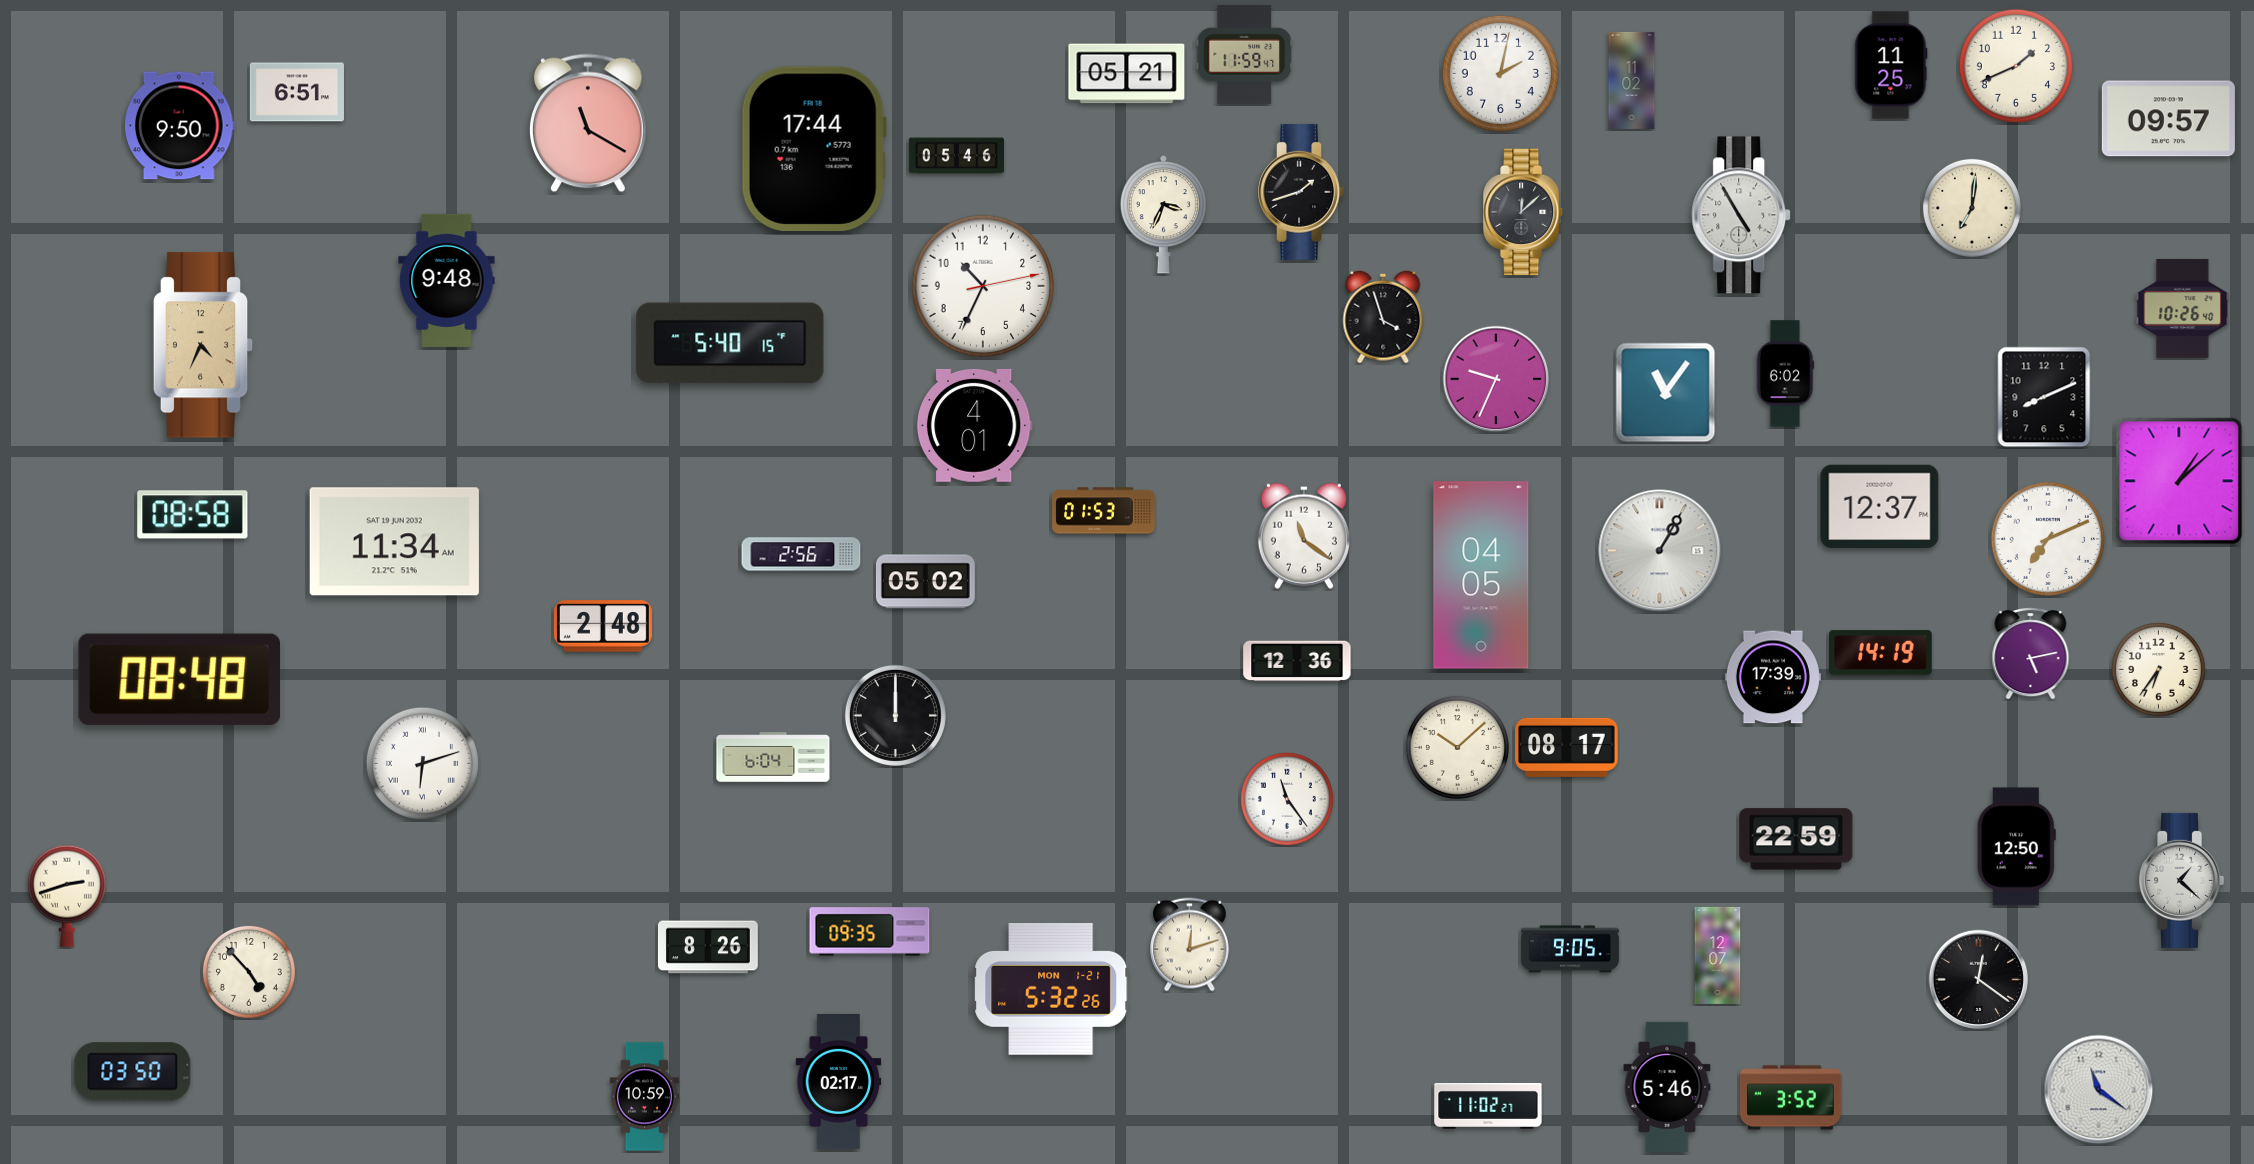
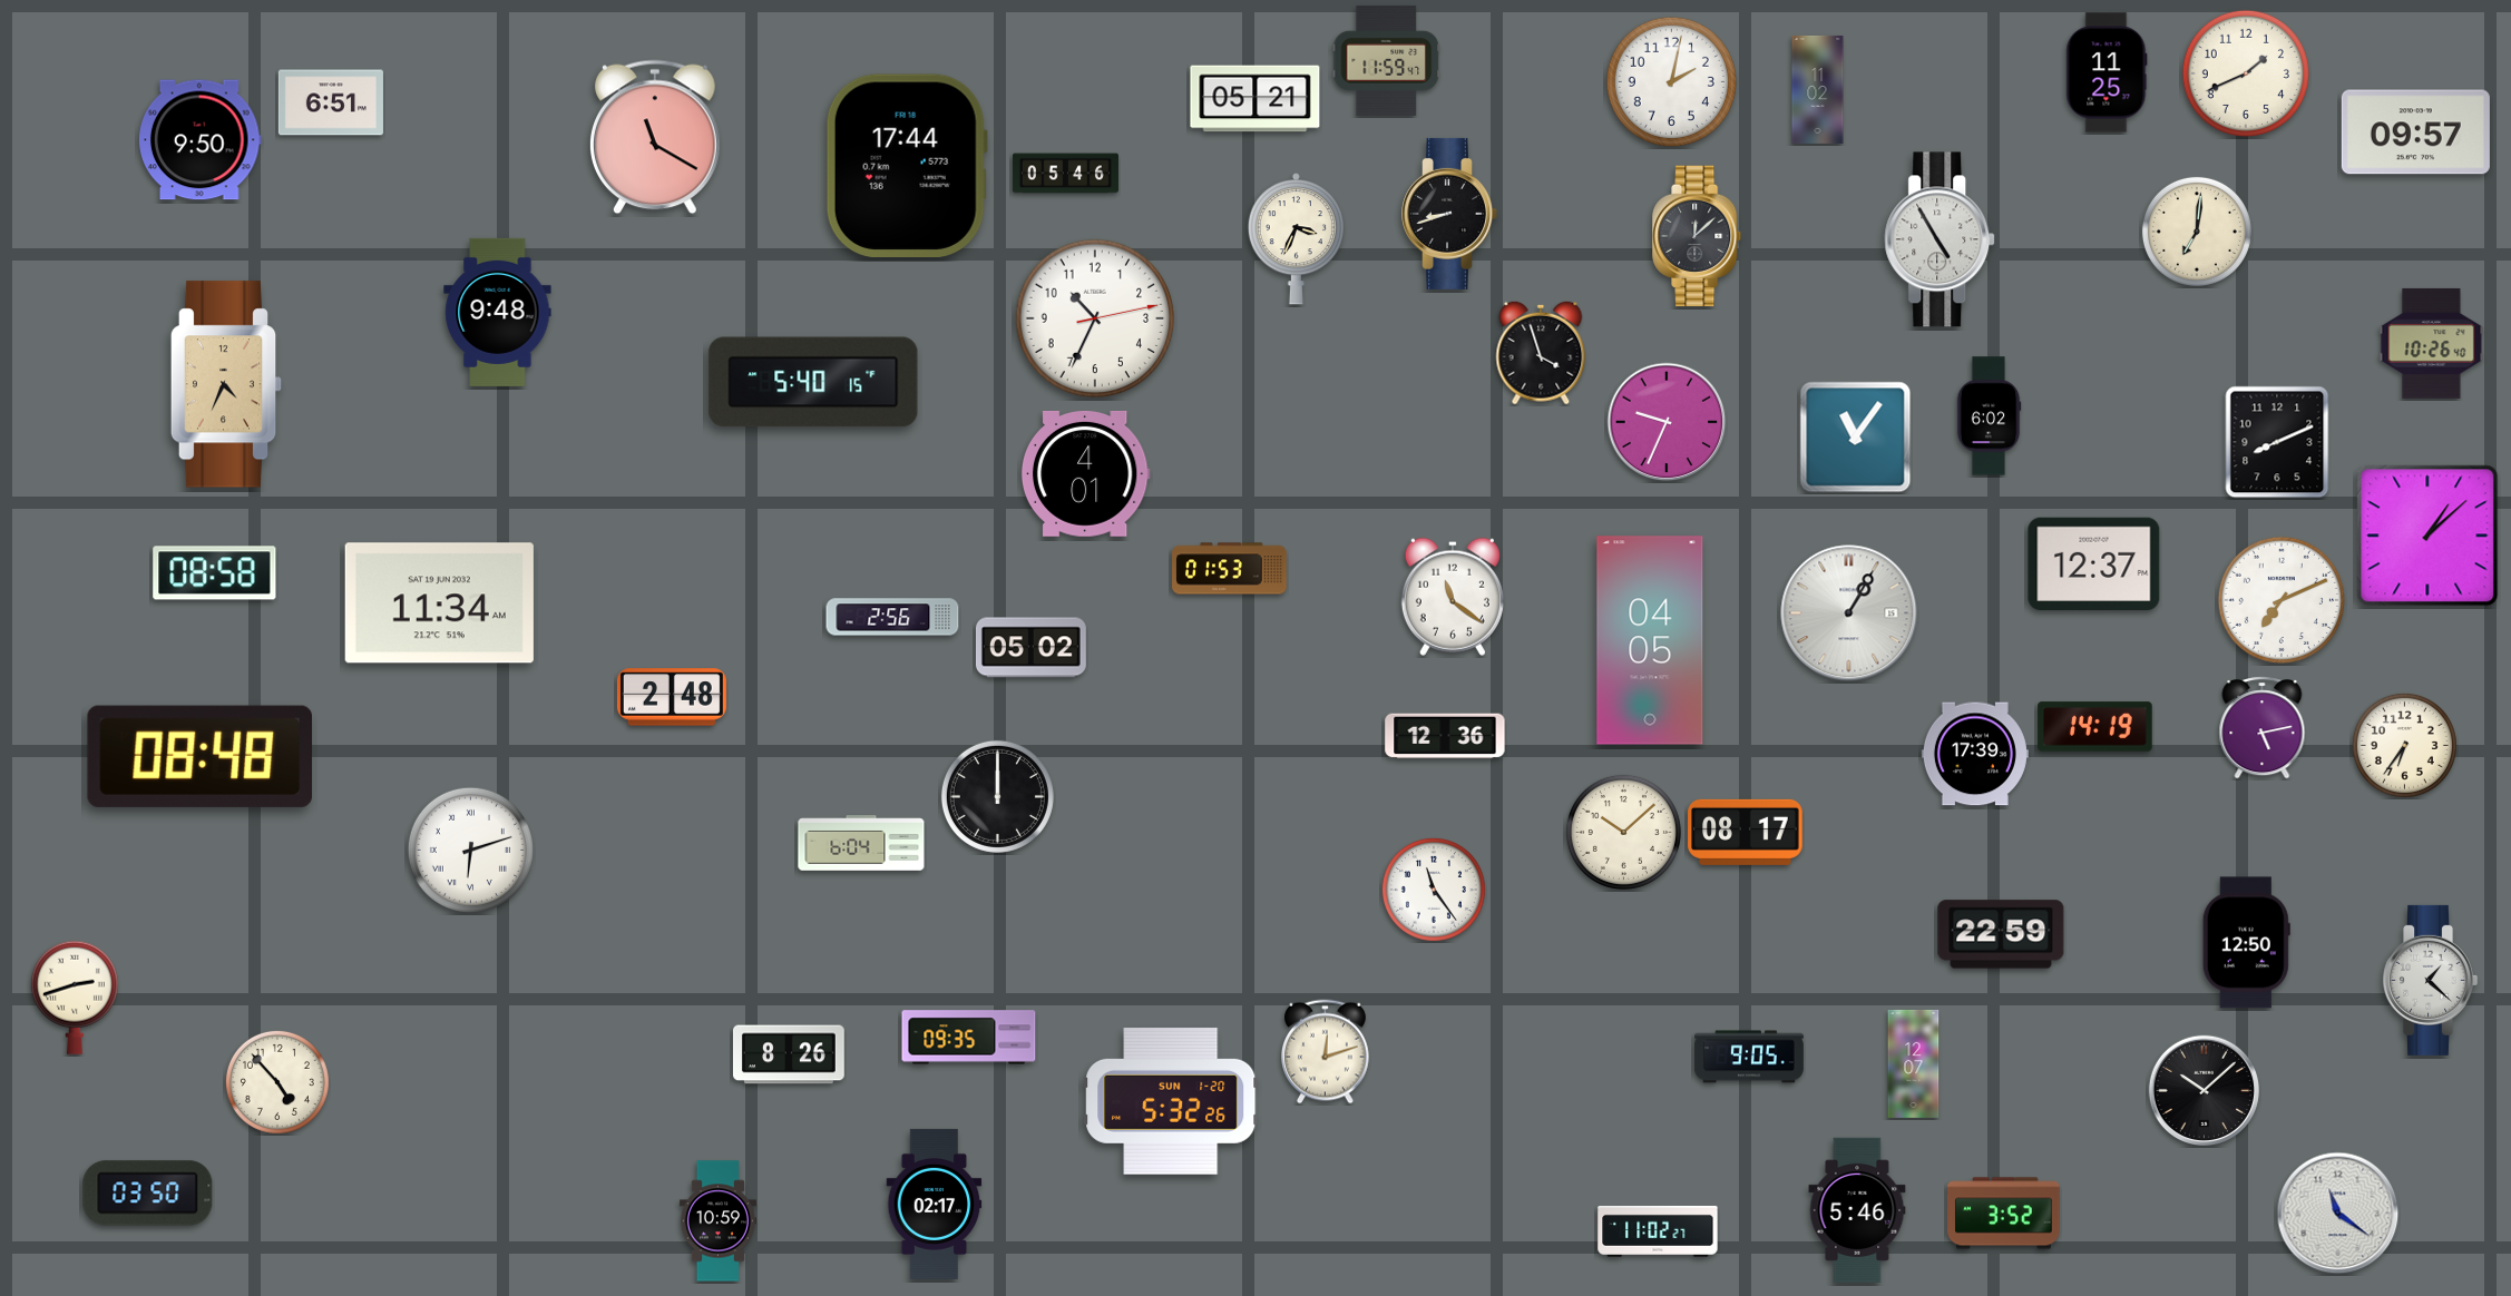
clock at (1127, 74) position: (1127, 74) -> (1255, 99)
clock at (1301, 192): 1:42 -> 8:42
clock at (1978, 979): 12:21 -> 10:08
clock at (1051, 989) date: MON 1-21 -> SUN 1-20
clock at (1791, 1098) position: (1791, 1098) -> (2004, 1214)
